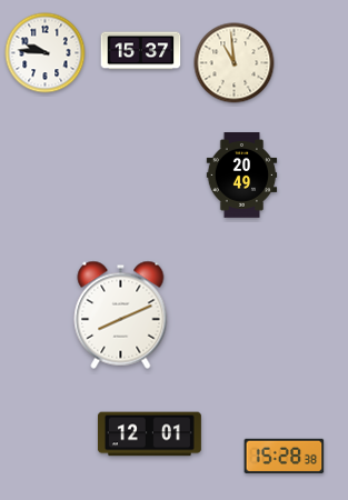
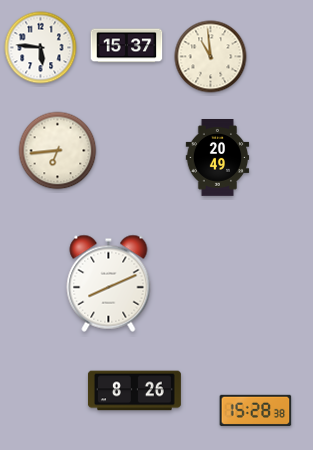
clock at (46, 53): 9:46 -> 5:46
clock at (58, 151): none -> 6:44
clock at (149, 434): 12:01 -> 8:26
